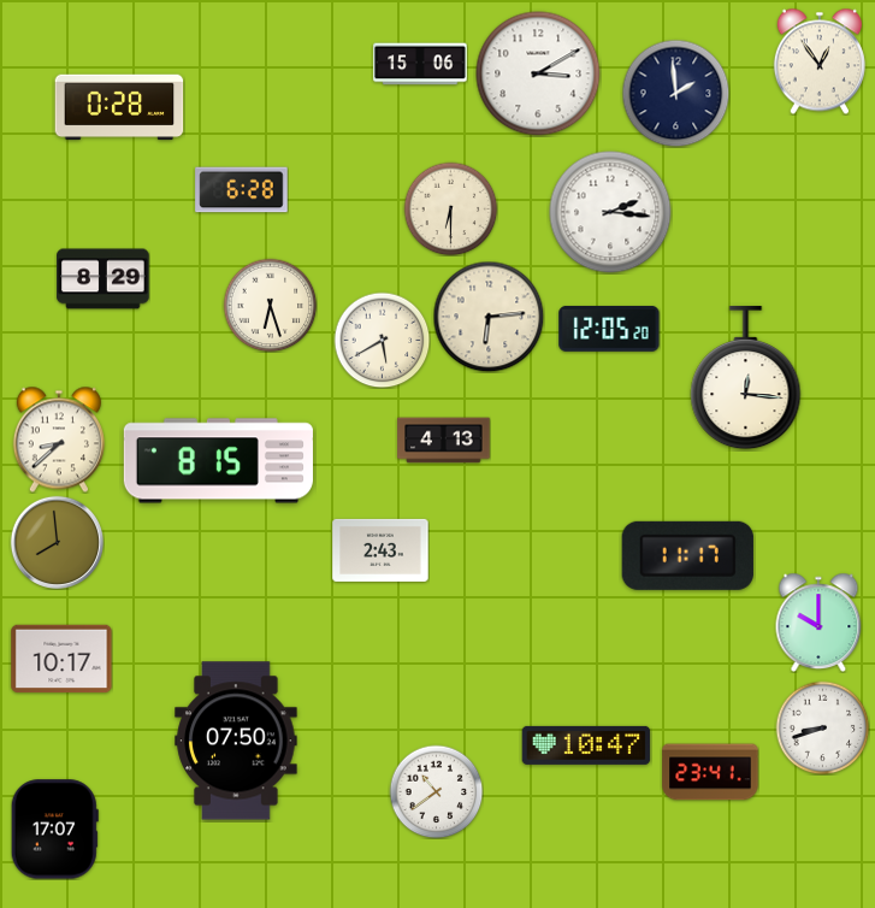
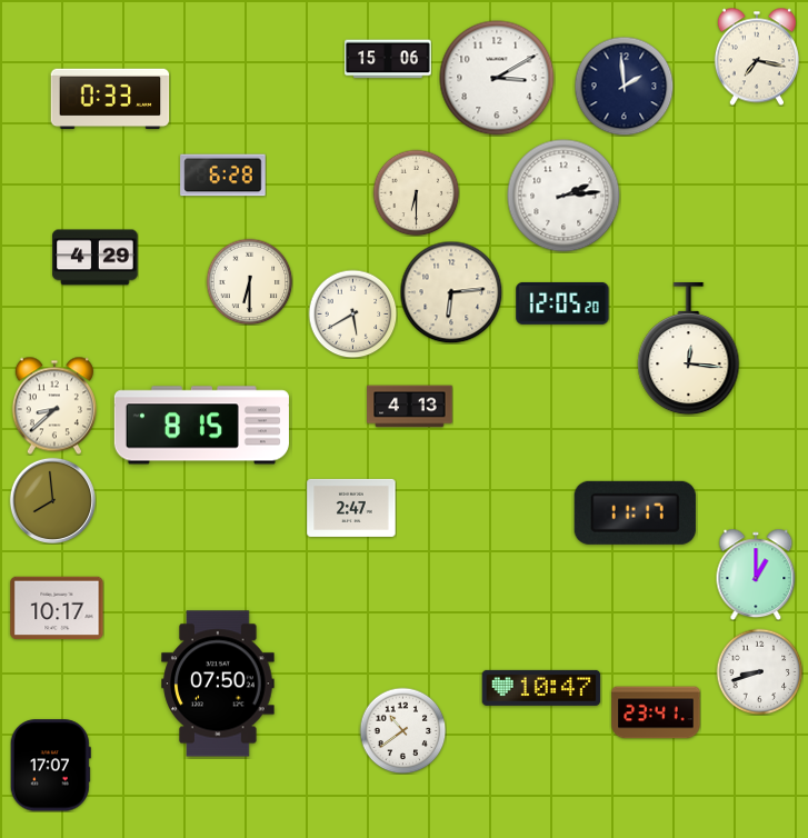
clock at (820, 61): 12:54 -> 7:17
clock at (538, 73) position: (538, 73) -> (497, 78)
clock at (119, 107): 0:28 -> 0:33
clock at (610, 212): 2:16 -> 2:14
clock at (104, 279): 8:29 -> 4:29
clock at (270, 305): 6:27 -> 6:30
clock at (380, 550): 2:43 -> 2:47
clock at (818, 623): 10:00 -> 1:00
